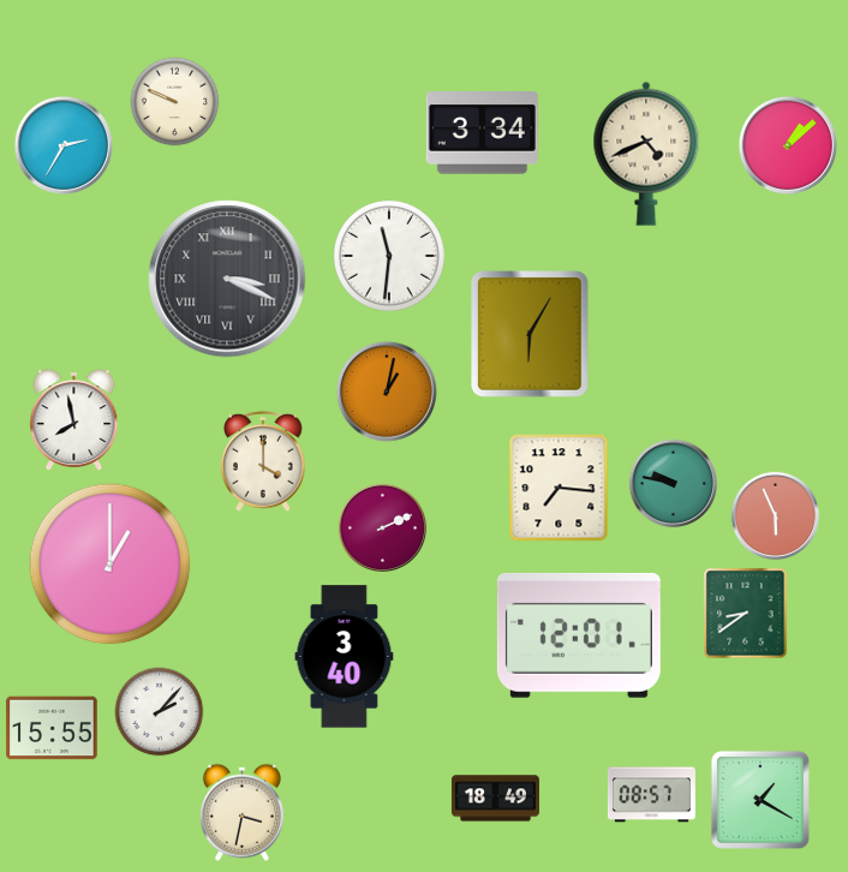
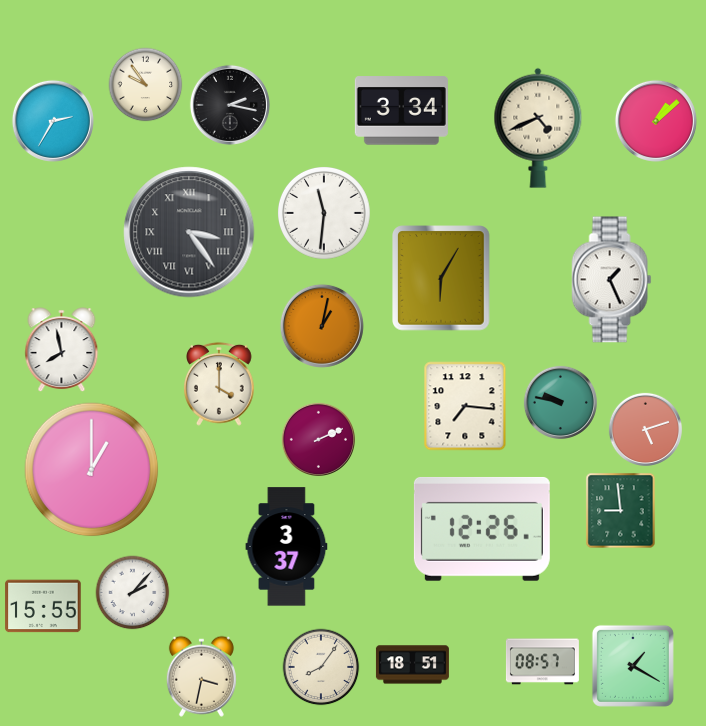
clock at (175, 102): 9:49 -> 9:54
clock at (230, 105): none -> 2:17
clock at (227, 279): 3:19 -> 3:24
clock at (612, 280): none -> 1:26
clock at (775, 515): 5:56 -> 5:12
clock at (746, 614): 8:39 -> 8:59
clock at (579, 635): 12:01 -> 12:26
clock at (345, 657): 3:40 -> 3:37
clock at (495, 799): 18:49 -> 18:51
clock at (321, 667): none -> 8:06
